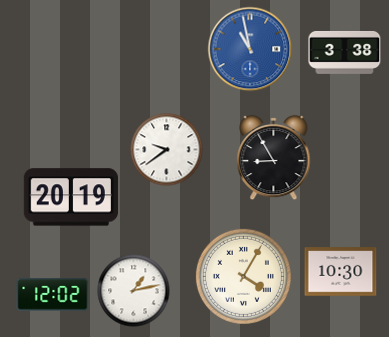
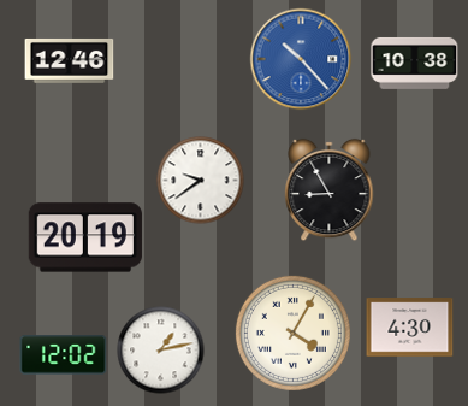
clock at (250, 49): 10:58 -> 10:23
clock at (70, 60): none -> 12:46
clock at (345, 52): 3:38 -> 10:38
clock at (341, 272): 10:30 -> 4:30
